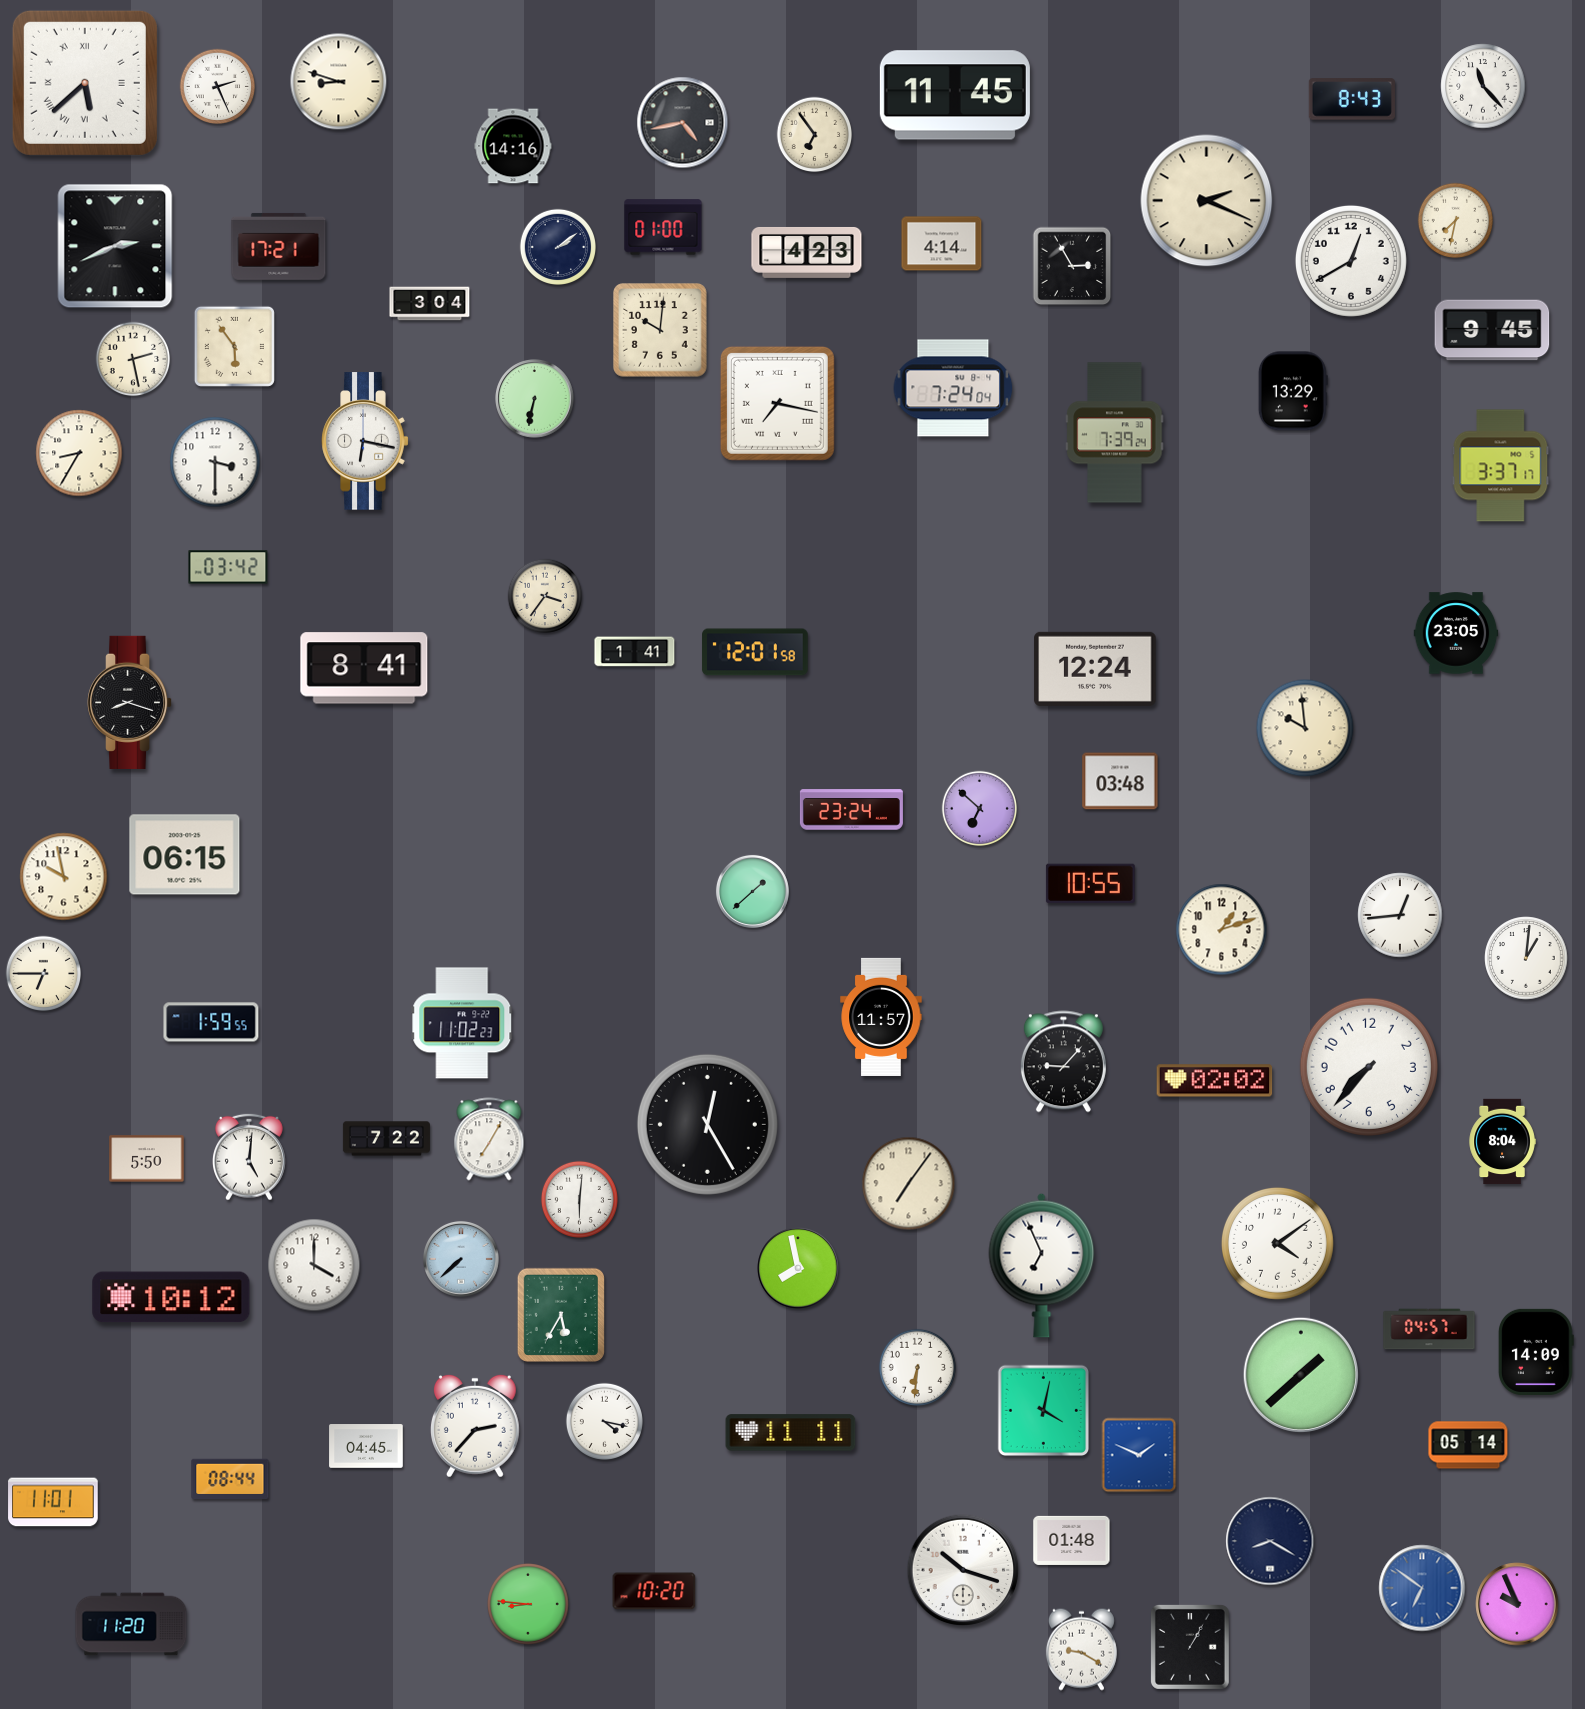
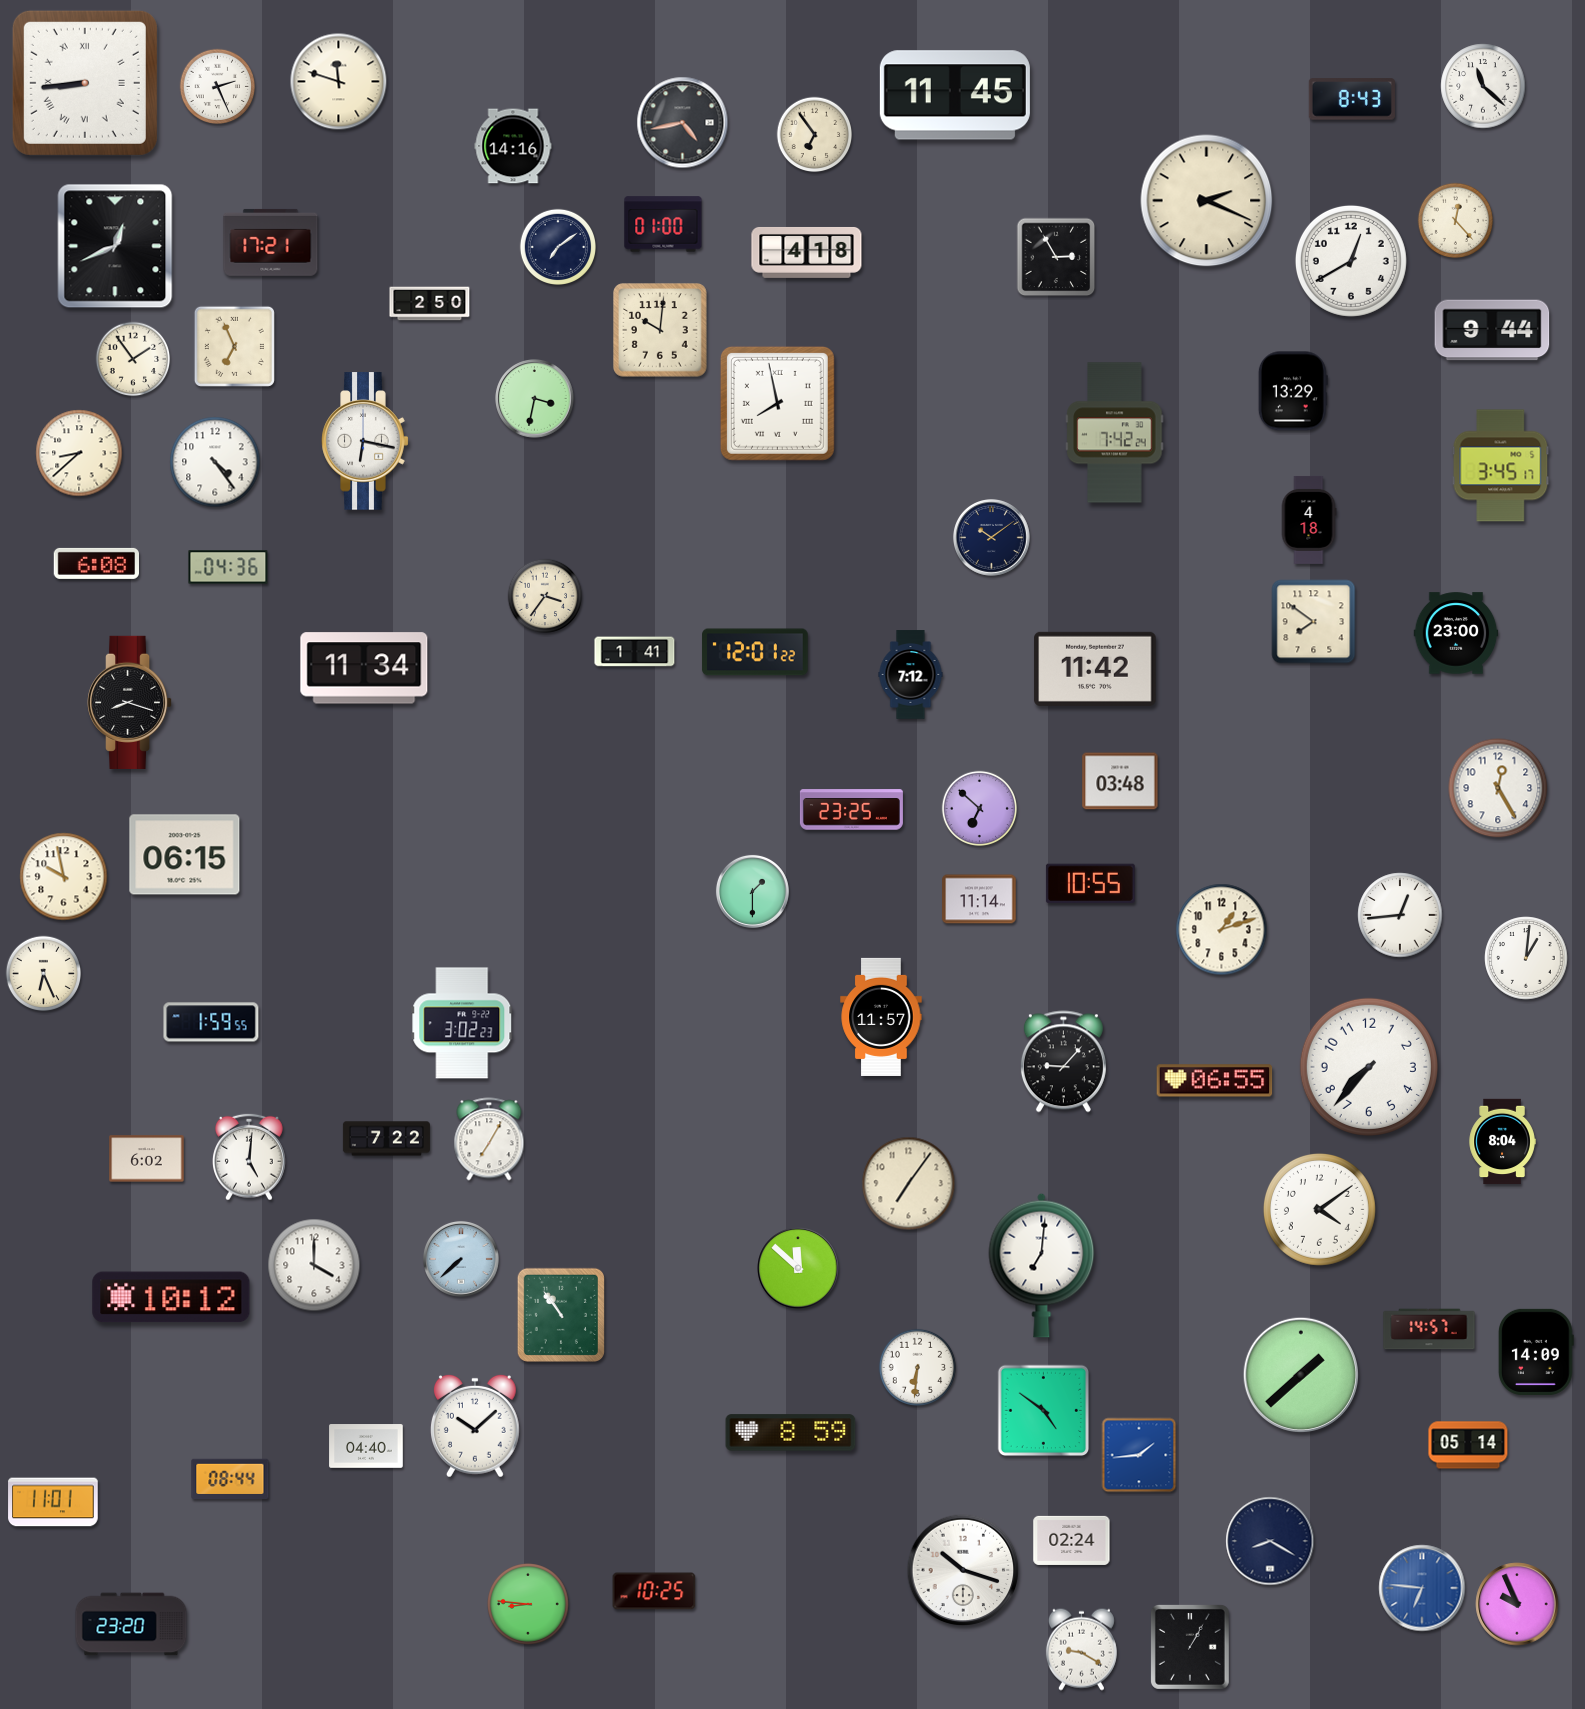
clock at (339, 82): 8:48 -> 11:48
clock at (85, 83): 5:38 -> 8:44
clock at (1483, 86): 11:23 -> 11:22
clock at (1456, 221): 7:32 -> 12:23
clock at (663, 227) position: (663, 227) -> (663, 224)
clock at (942, 244): 4:14 -> none
clock at (115, 246): 2:41 -> 12:41
clock at (279, 246) position: (279, 246) -> (271, 242)
clock at (557, 246): 2:09 -> 7:09
clock at (807, 252): 4:23 -> 4:18
clock at (1072, 266) position: (1072, 266) -> (1056, 257)
clock at (430, 304): 3:04 -> 2:50
clock at (1492, 330): 9:45 -> 9:44
clock at (234, 346): 5:54 -> 6:56
clock at (133, 359): 2:28 -> 1:54
clock at (953, 388): 7:24 -> none
clock at (535, 399): 6:32 -> 3:32
clock at (777, 403): 7:17 -> 7:58
clock at (1115, 433): 7:39 -> 7:42
clock at (79, 453): 8:35 -> 8:38
clock at (215, 462): 3:30 -> 4:24
clock at (1501, 466): 3:37 -> 3:45
clock at (1309, 520): none -> 4:18
clock at (992, 538): none -> 10:09
clock at (96, 563): none -> 6:08
clock at (228, 567): 03:42 -> 04:36
clock at (1314, 622): none -> 7:51
clock at (1456, 633): 23:05 -> 23:00
clock at (755, 652): 12:01:58 -> 12:01:22
clock at (364, 668): 8:41 -> 11:34
clock at (1095, 669): 12:24 -> 11:42
clock at (911, 675): none -> 7:12
clock at (1305, 728): 9:59 -> none
clock at (1498, 788): none -> 12:25
clock at (851, 810): 23:24 -> 23:25
clock at (752, 891): 1:38 -> 1:30
clock at (979, 899): none -> 11:14
clock at (44, 974): 6:45 -> 6:26
clock at (462, 1023): 11:02 -> 3:02
clock at (1215, 1081): 02:02 -> 06:55
clock at (707, 1124): 12:25 -> none
clock at (147, 1159): 5:50 -> 6:02
clock at (579, 1199): 6:01 -> none
clock at (1277, 1243) position: (1277, 1243) -> (1319, 1209)
clock at (1042, 1265): 6:56 -> 7:01
clock at (798, 1268): 7:58 -> 11:52
clock at (561, 1315): 5:35 -> 10:54
clock at (1429, 1329): 04:57 -> 14:57
clock at (1044, 1411): 4:02 -> 4:51
clock at (604, 1421): 4:17 -> none
clock at (475, 1426): 2:37 -> 10:08
clock at (791, 1433): 11:11 -> 8:59
clock at (366, 1446): 04:45 -> 04:40
clock at (1139, 1455): 1:49 -> 1:44
clock at (1072, 1540): 01:48 -> 02:24
clock at (1422, 1588): 6:51 -> 6:46
clock at (654, 1591): 10:20 -> 10:25
clock at (131, 1624): 11:20 -> 23:20
